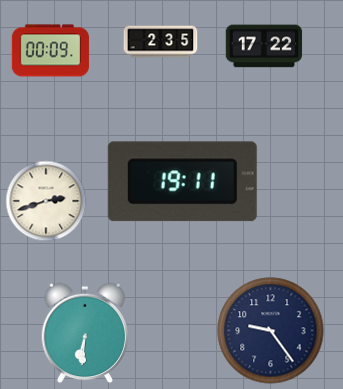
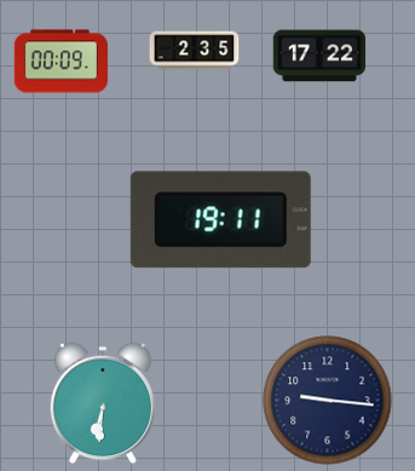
clock at (46, 201): 2:42 -> none
clock at (271, 331): 9:24 -> 9:16
